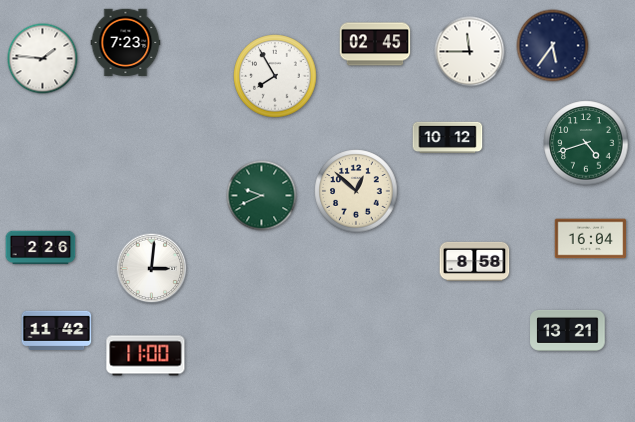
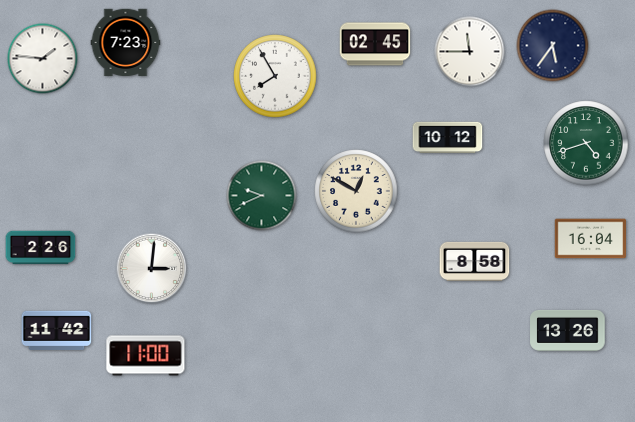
clock at (356, 191): 12:52 -> 12:50
clock at (568, 330): 13:21 -> 13:26
